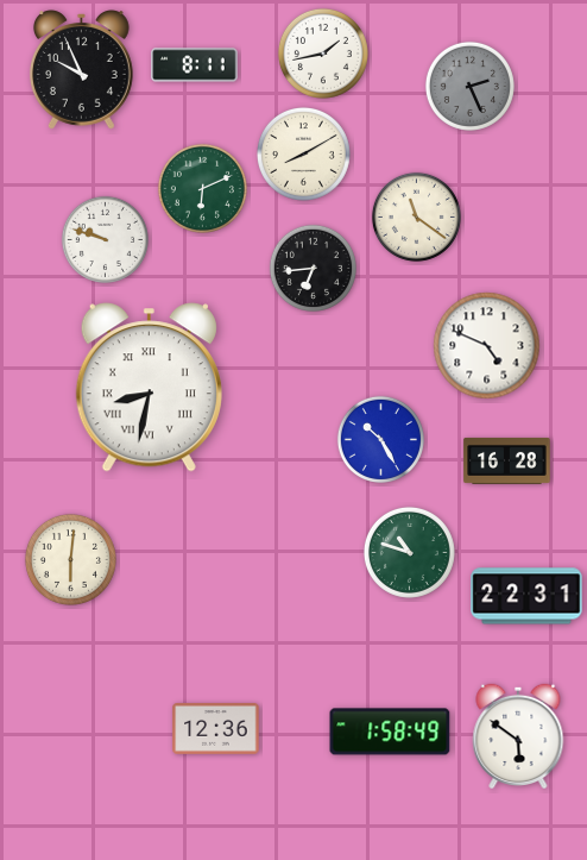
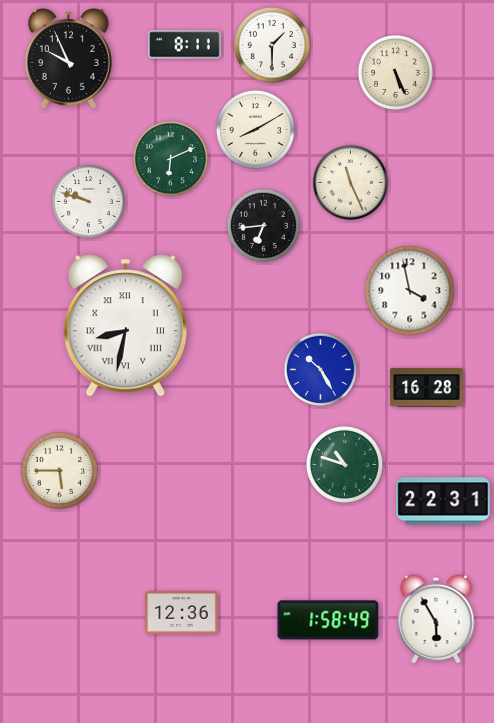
clock at (323, 54): 1:43 -> 1:30
clock at (195, 65) position: (195, 65) -> (185, 45)
clock at (469, 86): 2:26 -> 5:26
clock at (469, 86) dial: grey -> cream
clock at (416, 216): 11:21 -> 11:26
clock at (487, 346): 4:49 -> 3:58
clock at (70, 559): 6:01 -> 5:45
clock at (390, 732) position: (390, 732) -> (328, 620)
clock at (518, 735): 5:51 -> 5:55
